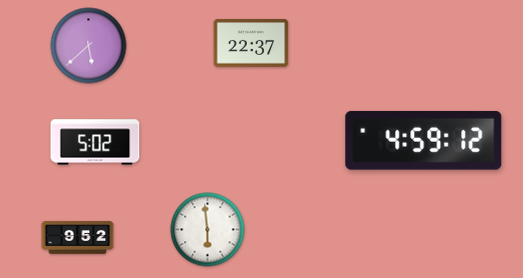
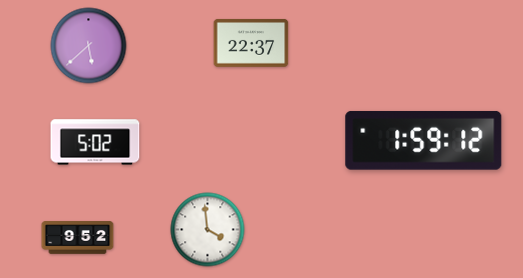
clock at (424, 140): 4:59 -> 1:59
clock at (208, 230): 5:59 -> 3:59
